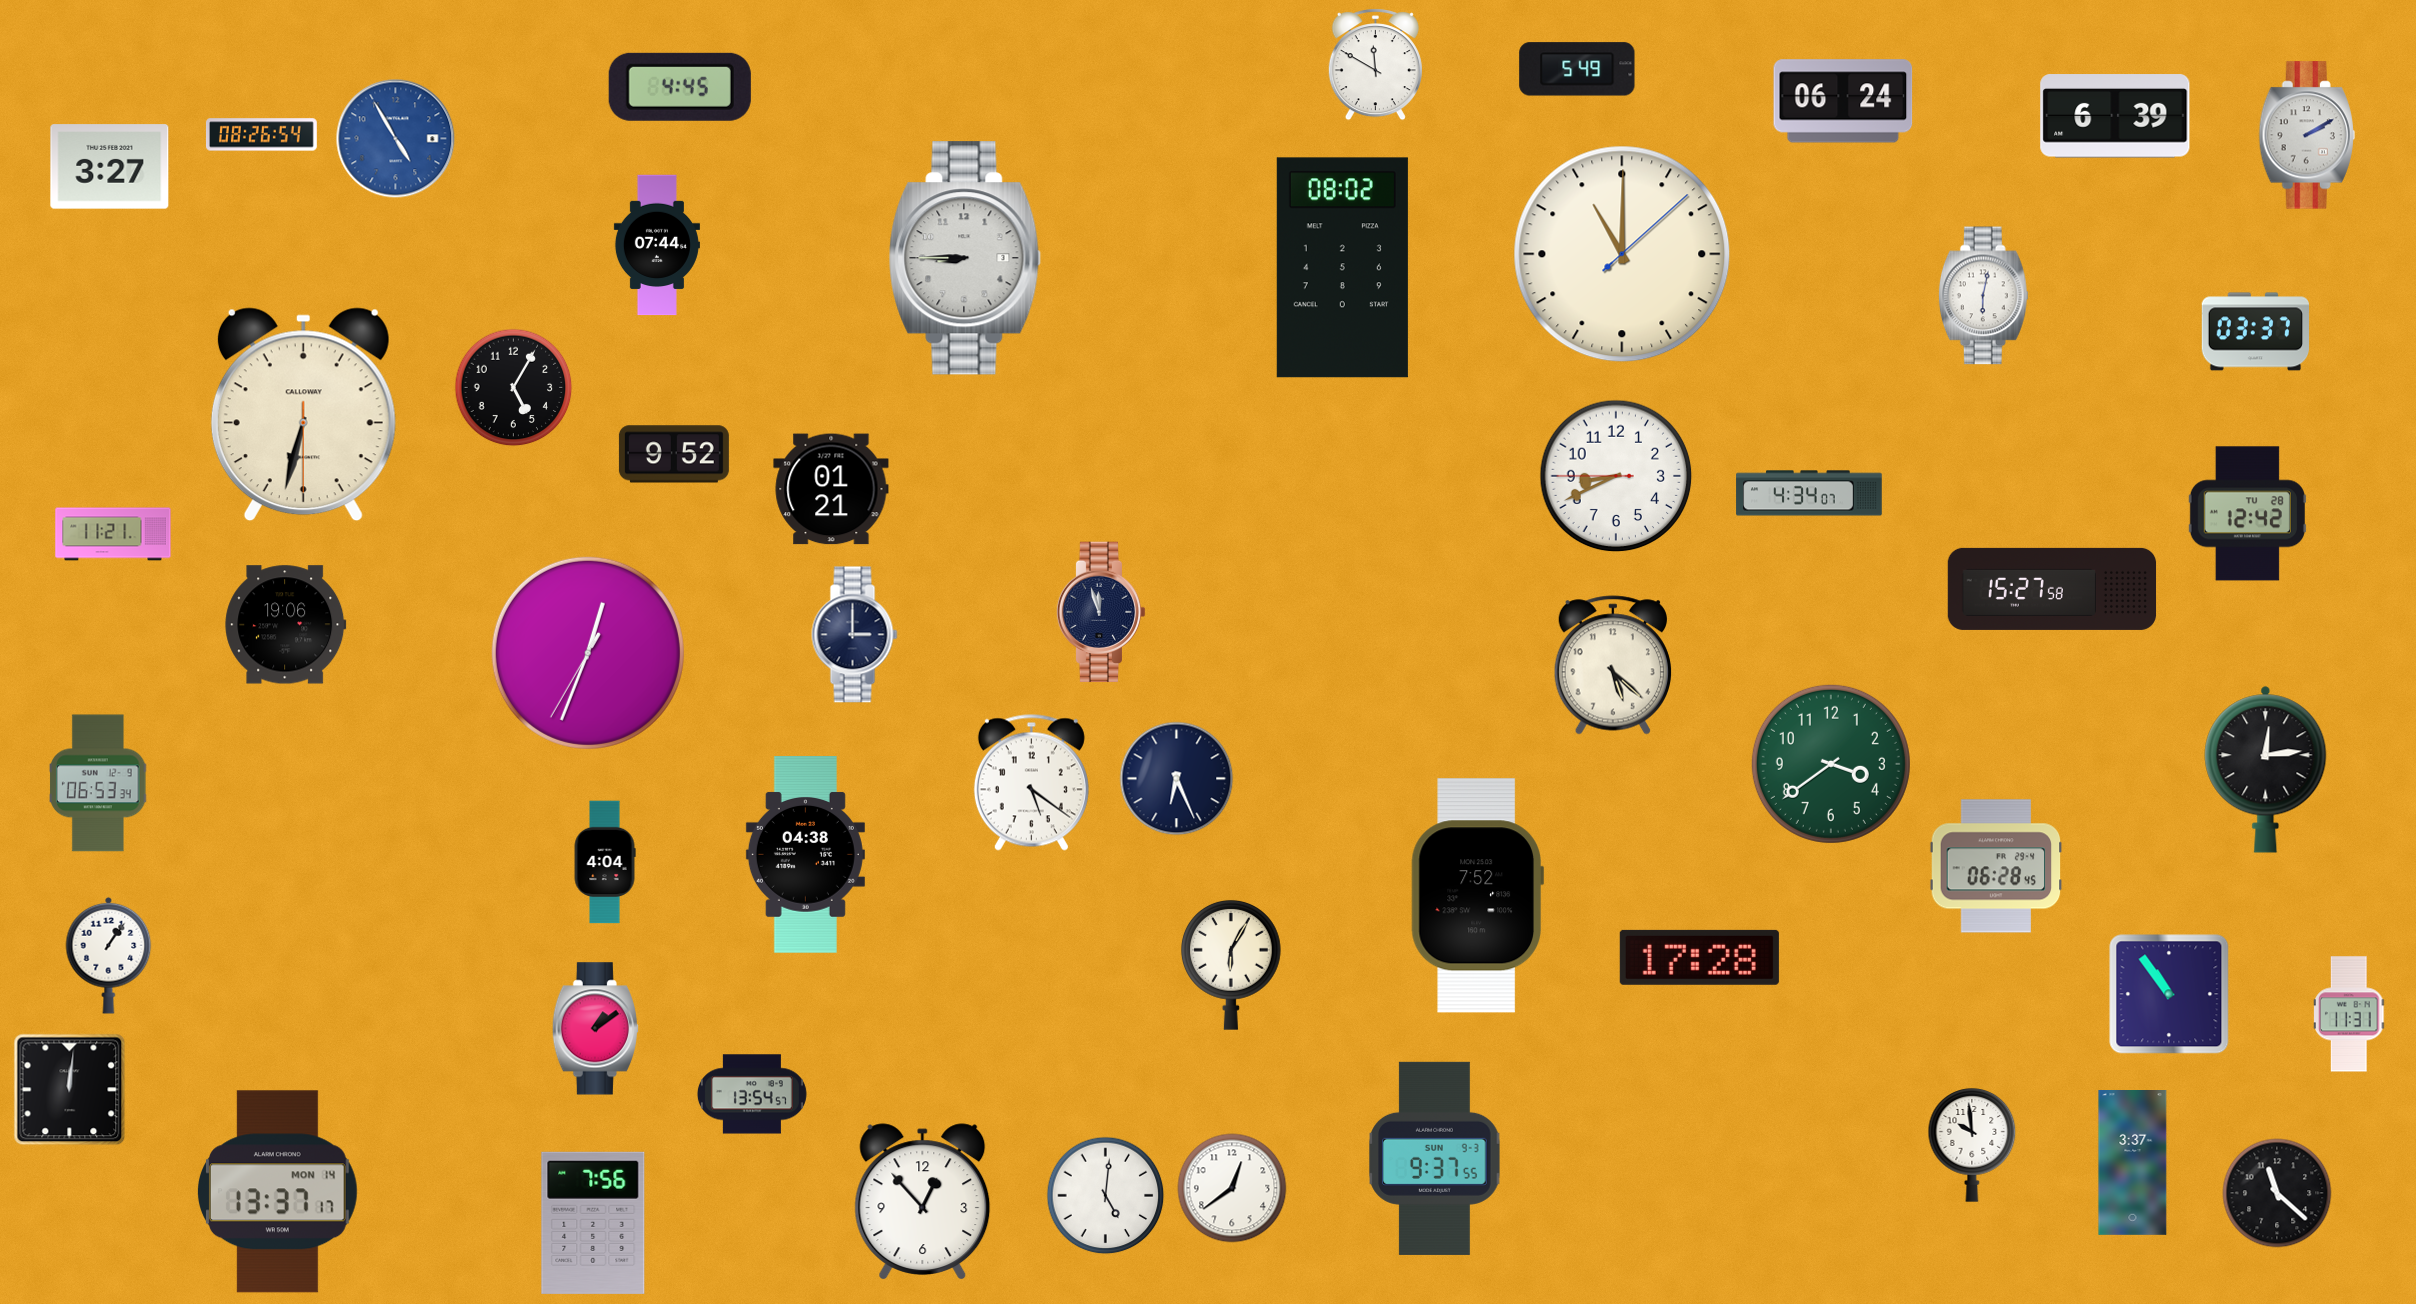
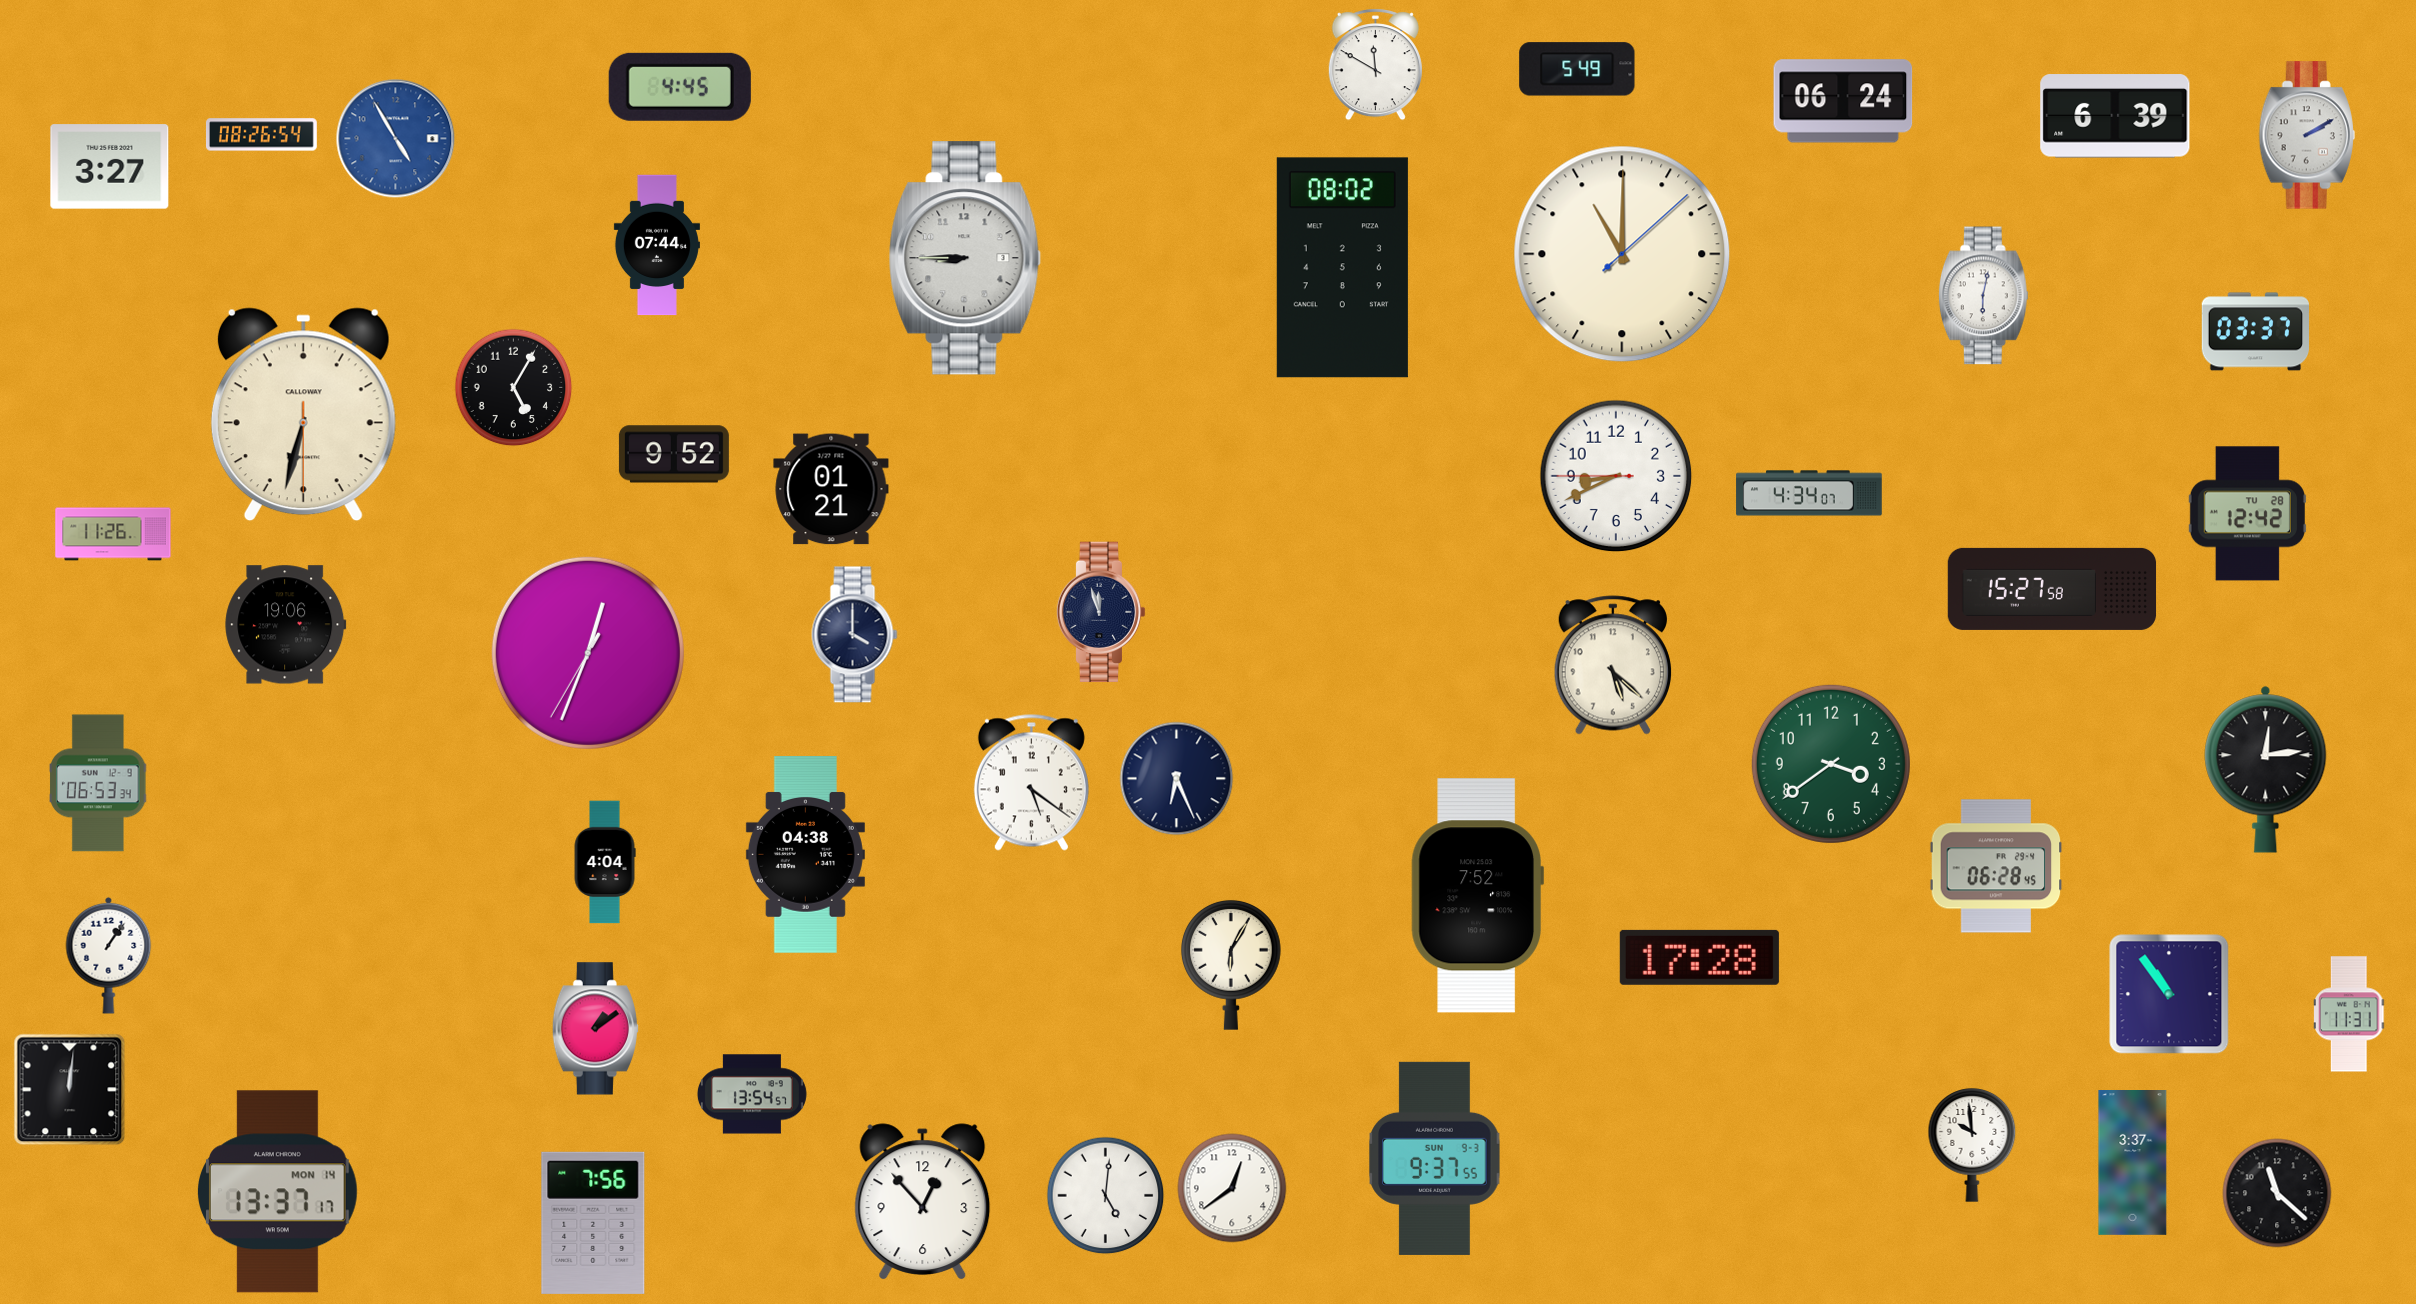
clock at (113, 534): 11:21 -> 11:26
clock at (855, 635): 3:00 -> 4:00
